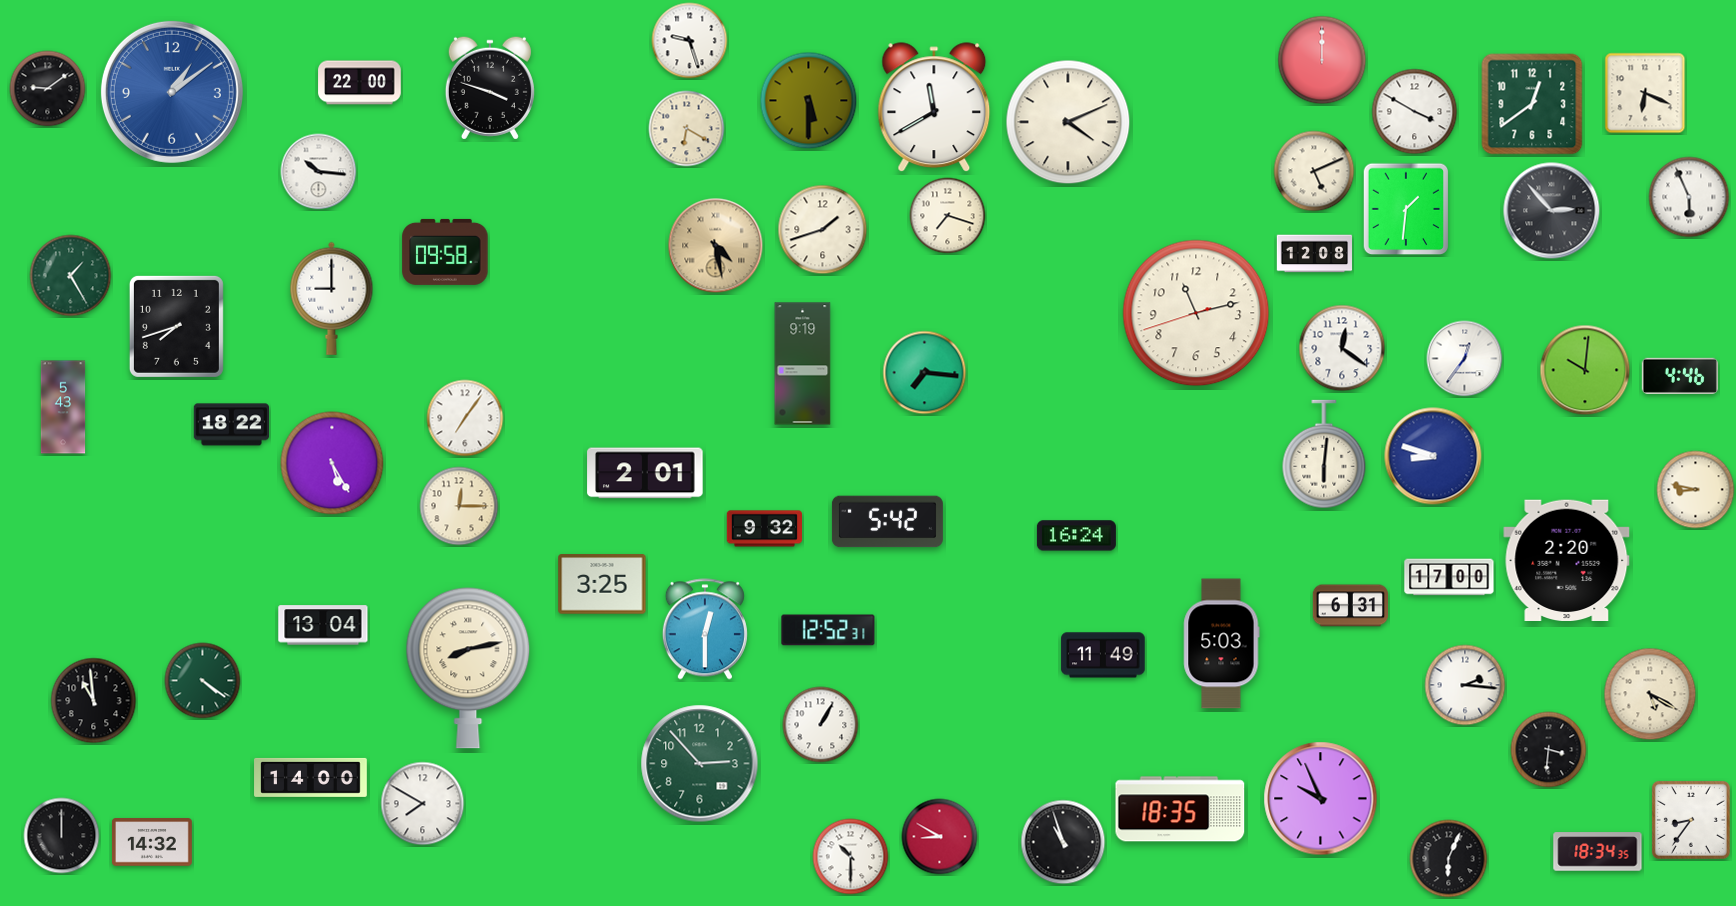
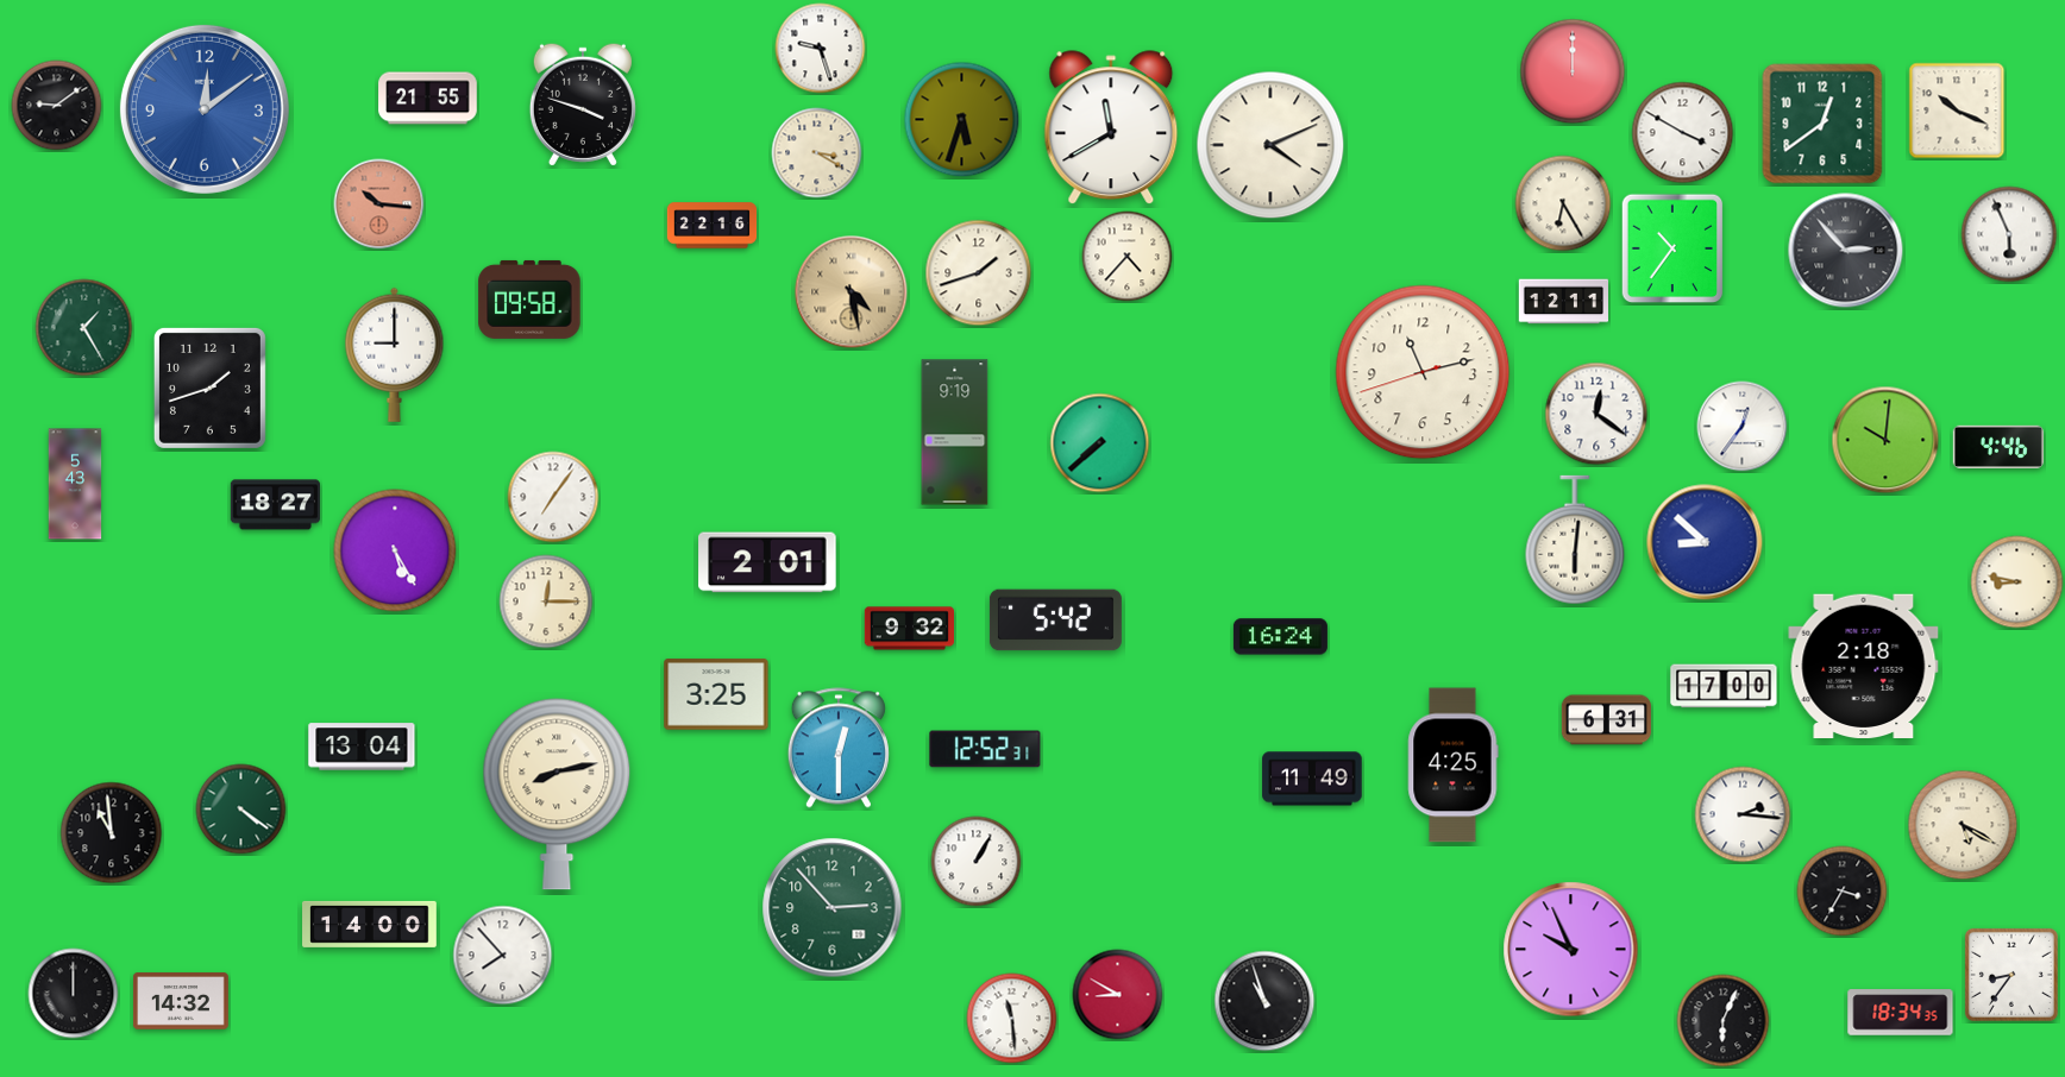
clock at (360, 83): 22:00 -> 21:55
clock at (172, 92): 1:09 -> 12:09
clock at (1645, 93): 6:19 -> 10:19
clock at (809, 101): 5:30 -> 5:33
clock at (687, 129): 6:20 -> 3:20
clock at (1314, 171): 5:11 -> 6:25
clock at (319, 172) dial: white -> salmon
clock at (713, 226): none -> 22:16
clock at (1406, 209): 1:31 -> 10:36
clock at (948, 216): 7:18 -> 4:37
clock at (1315, 254): 12:08 -> 12:11
clock at (176, 326): 7:42 -> 1:42
clock at (925, 373): 7:16 -> 7:38
clock at (231, 425): 18:22 -> 18:27
clock at (1433, 456): 8:48 -> 8:52
clock at (1567, 560): 2:20 -> 2:18
clock at (323, 625) position: (323, 625) -> (362, 747)
clock at (1222, 644): 5:03 -> 4:25
clock at (1549, 750): 3:31 -> 3:35
clock at (423, 804): 7:50 -> 7:53
clock at (1180, 809): 18:35 -> none
clock at (851, 857): 10:30 -> 11:29
